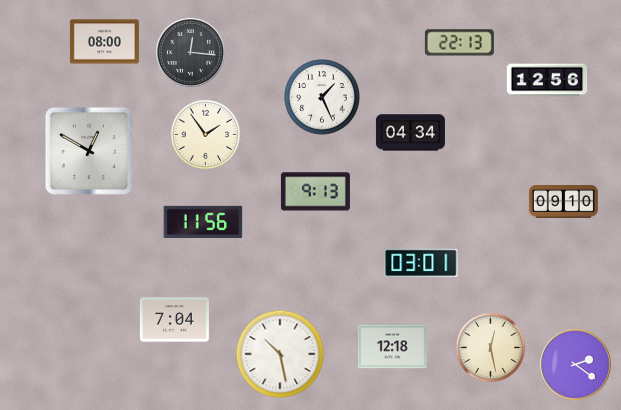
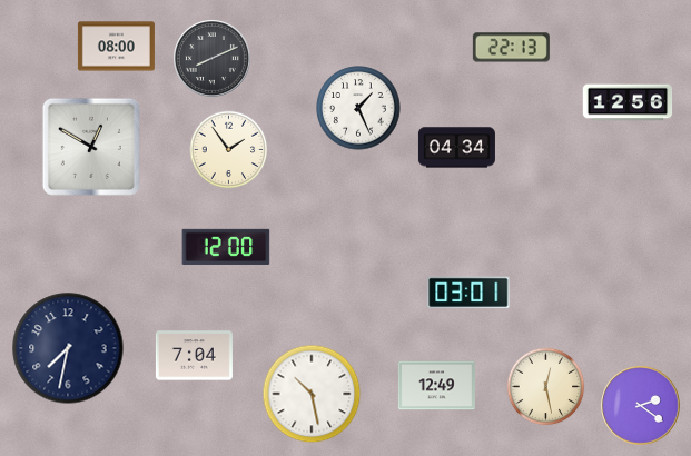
clock at (191, 53): 12:16 -> 8:11
clock at (547, 80) position: (547, 80) -> (628, 102)
clock at (89, 151) position: (89, 151) -> (91, 147)
clock at (315, 192): 9:13 -> none
clock at (563, 202): 09:10 -> none
clock at (203, 222): 11:56 -> 12:00
clock at (68, 348): none -> 7:32
clock at (392, 347): 12:18 -> 12:49
